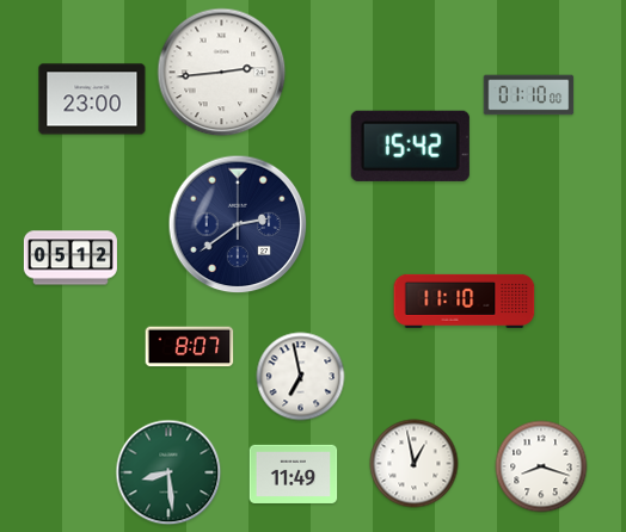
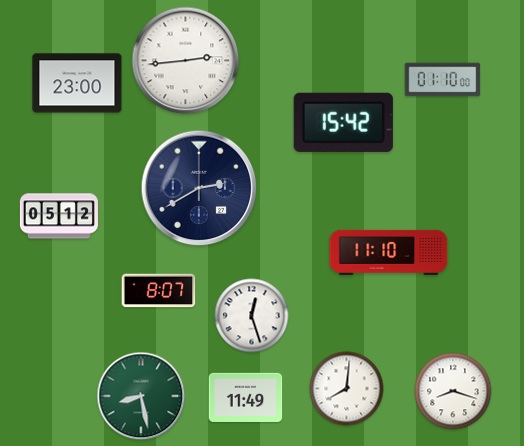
clock at (238, 224): 2:39 -> 2:40
clock at (301, 377): 6:58 -> 12:27
clock at (415, 464): 12:58 -> 8:01
clock at (168, 472): 8:29 -> 8:28
